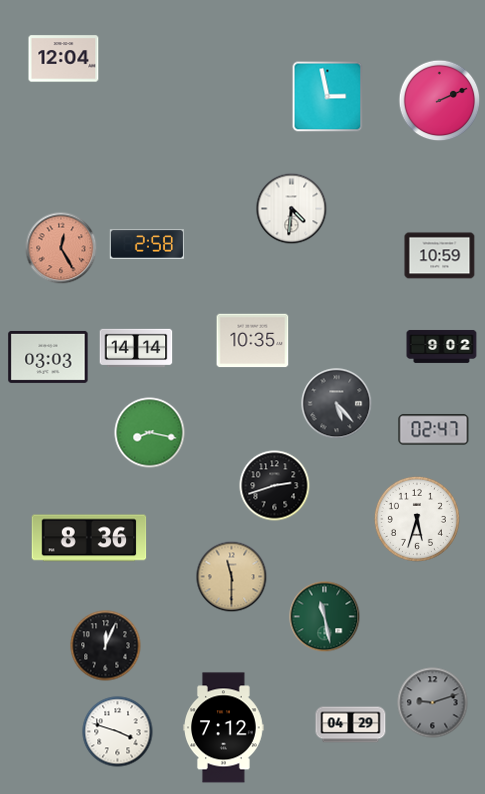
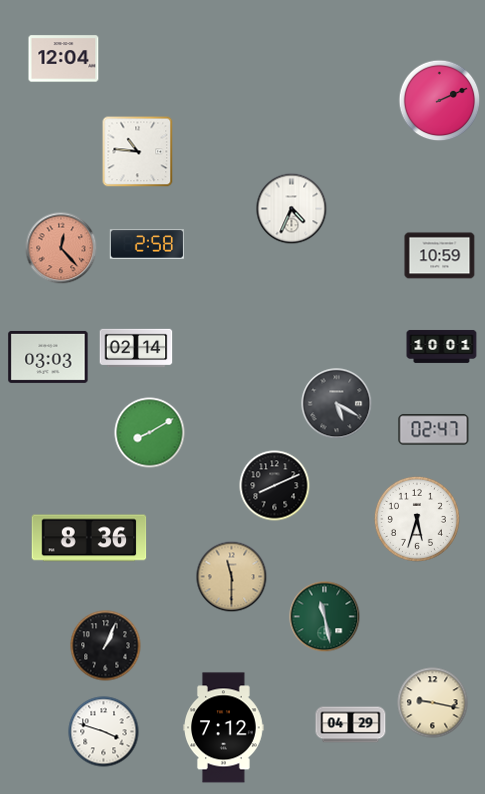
clock at (328, 97): 2:58 -> none
clock at (138, 152): none -> 10:46
clock at (292, 209): 4:31 -> 4:34
clock at (61, 248): 12:25 -> 12:23
clock at (253, 341): 10:35 -> none
clock at (442, 347): 9:02 -> 10:01
clock at (136, 348): 14:14 -> 02:14
clock at (337, 404): 5:23 -> 5:20
clock at (150, 433): 8:17 -> 8:10
clock at (275, 486): 2:42 -> 8:11
clock at (106, 646): 12:04 -> 1:04
clock at (433, 703): 9:12 -> 9:17
clock at (433, 703) dial: grey -> cream
clock at (118, 732) position: (118, 732) -> (104, 732)
